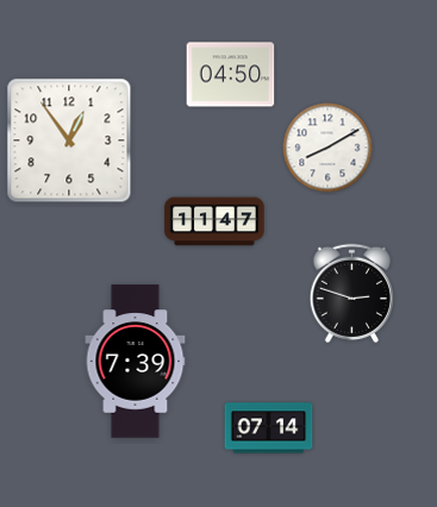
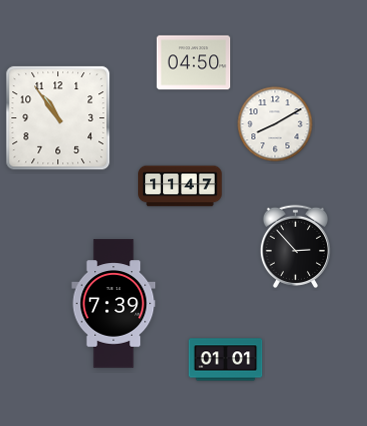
clock at (69, 140): 12:54 -> 10:54
clock at (351, 293): 2:48 -> 2:53
clock at (269, 428): 07:14 -> 01:01
